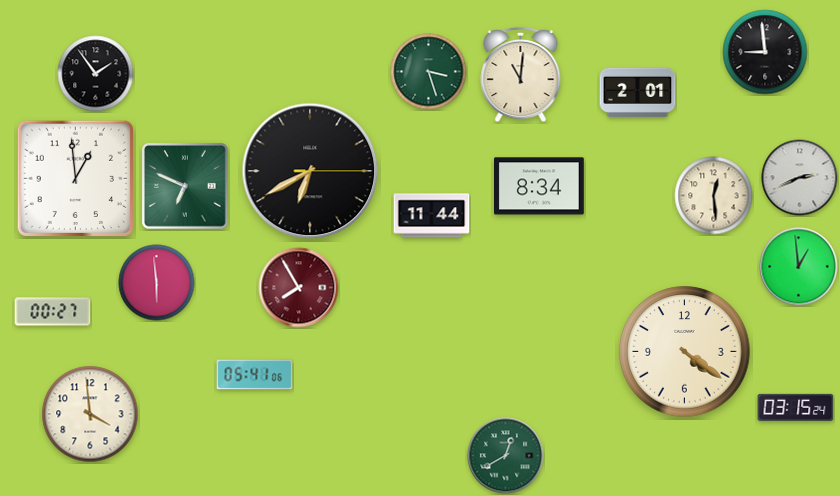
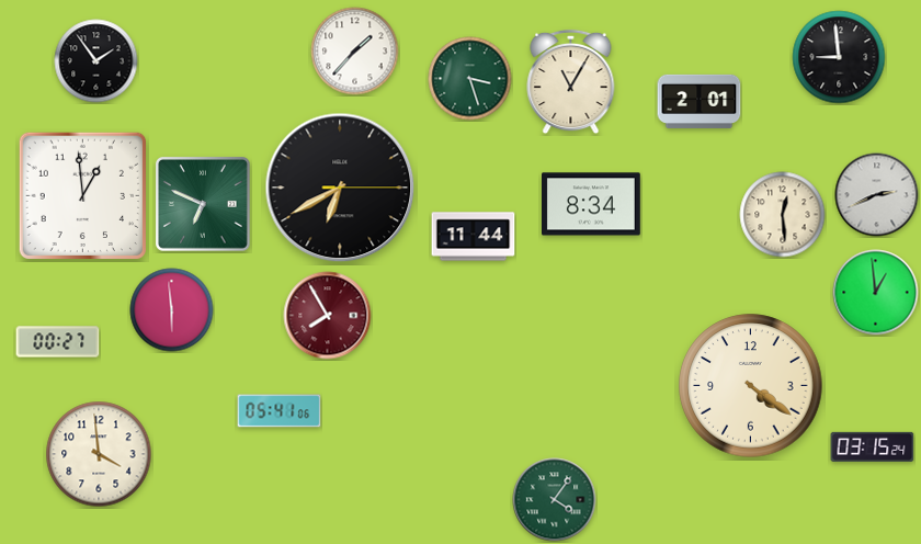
clock at (355, 52): none -> 1:37
clock at (96, 74) position: (96, 74) -> (96, 61)
clock at (521, 75): 11:01 -> 11:05
clock at (506, 456): 12:40 -> 4:06
